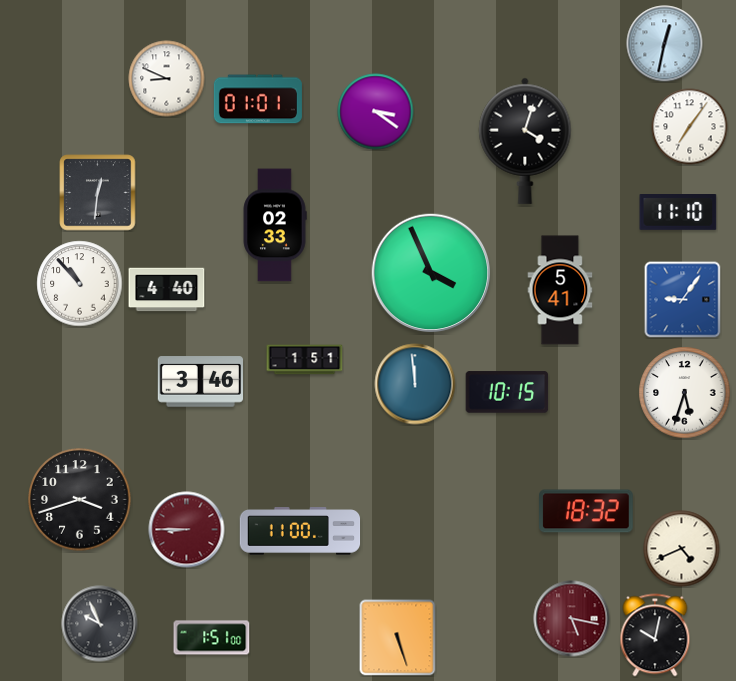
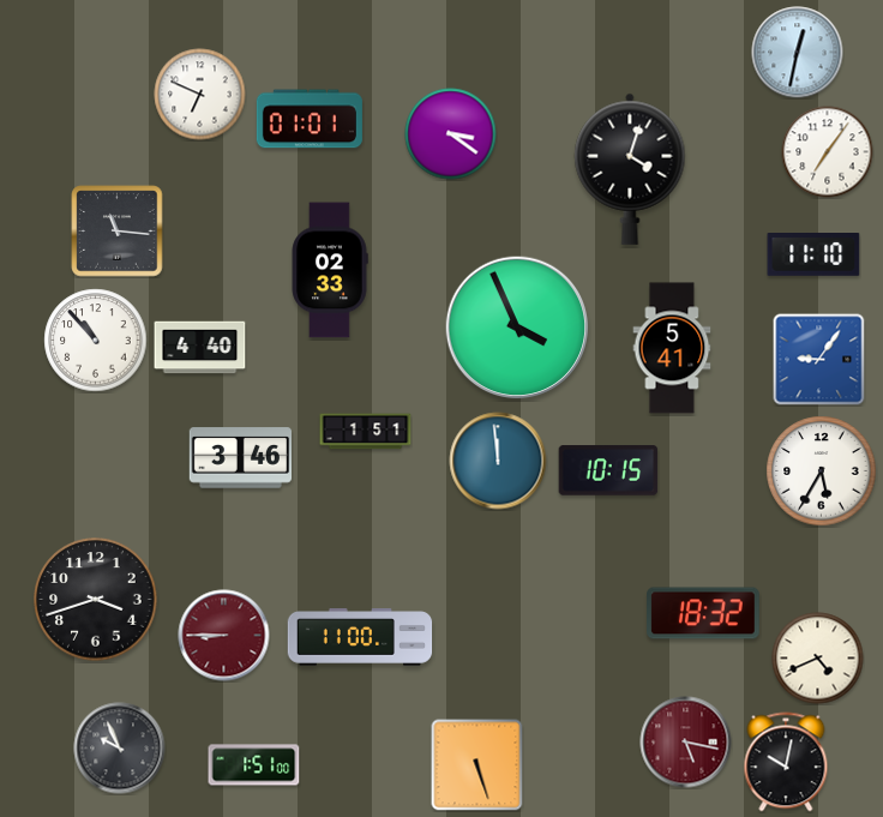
clock at (167, 79): 8:49 -> 6:49
clock at (98, 193): 12:31 -> 11:16
clock at (685, 393): 5:33 -> 5:35
